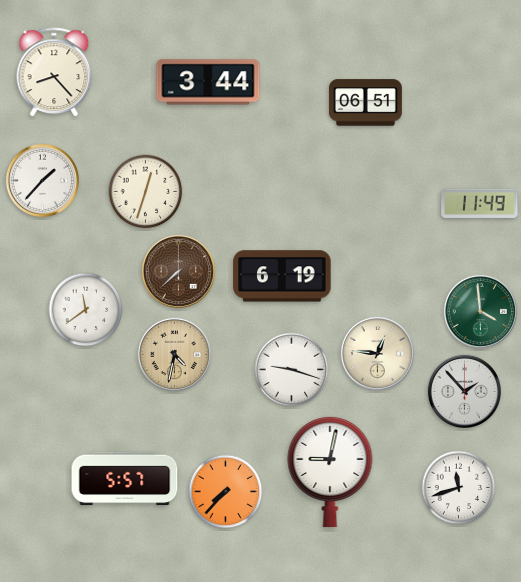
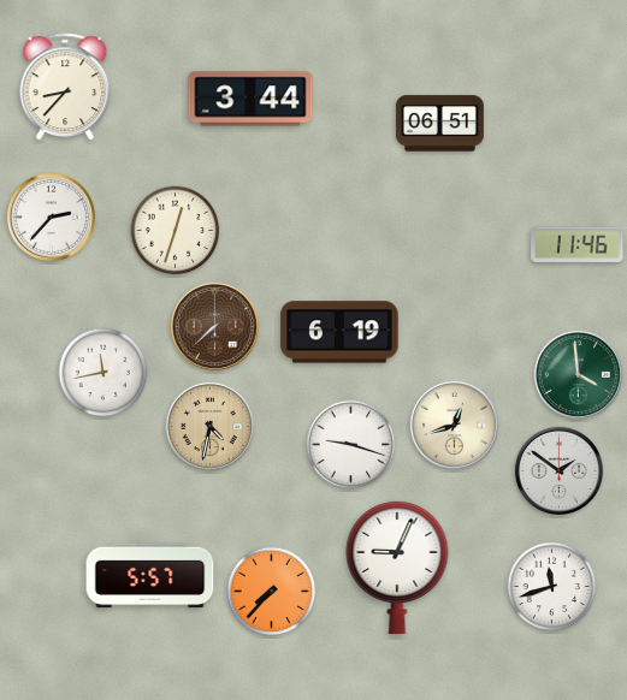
clock at (54, 72): 8:23 -> 8:37
clock at (42, 180): 1:37 -> 2:37
clock at (480, 203): 11:49 -> 11:46
clock at (86, 310): 11:39 -> 11:43
clock at (377, 353): 12:46 -> 12:42
clock at (464, 391): 1:53 -> 1:51
clock at (330, 472): 9:02 -> 9:04
